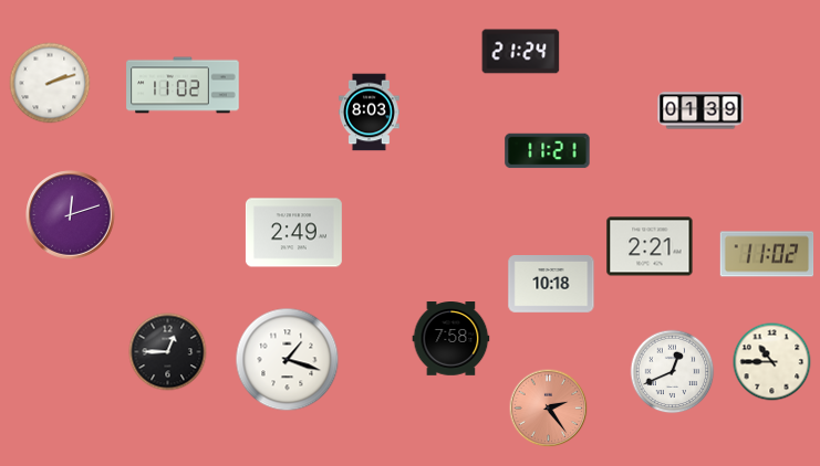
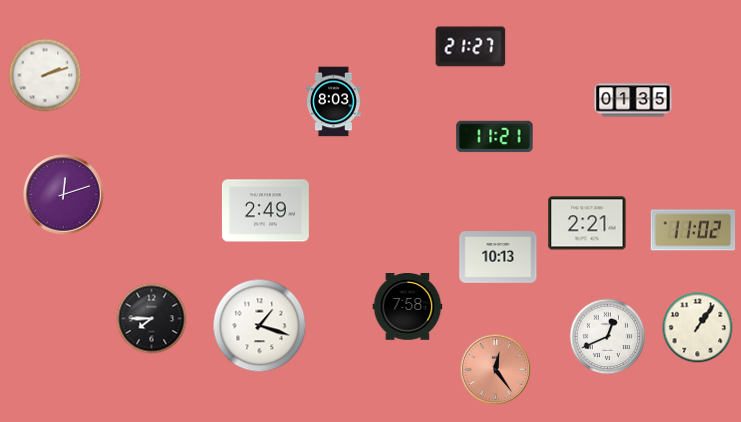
clock at (521, 52): 21:24 -> 21:27
clock at (183, 85): 11:02 -> none
clock at (700, 110): 01:39 -> 01:35
clock at (551, 285): 10:18 -> 10:13
clock at (168, 352): 12:45 -> 7:45
clock at (772, 362): 10:45 -> 1:06
clock at (549, 409): 2:24 -> 12:24
